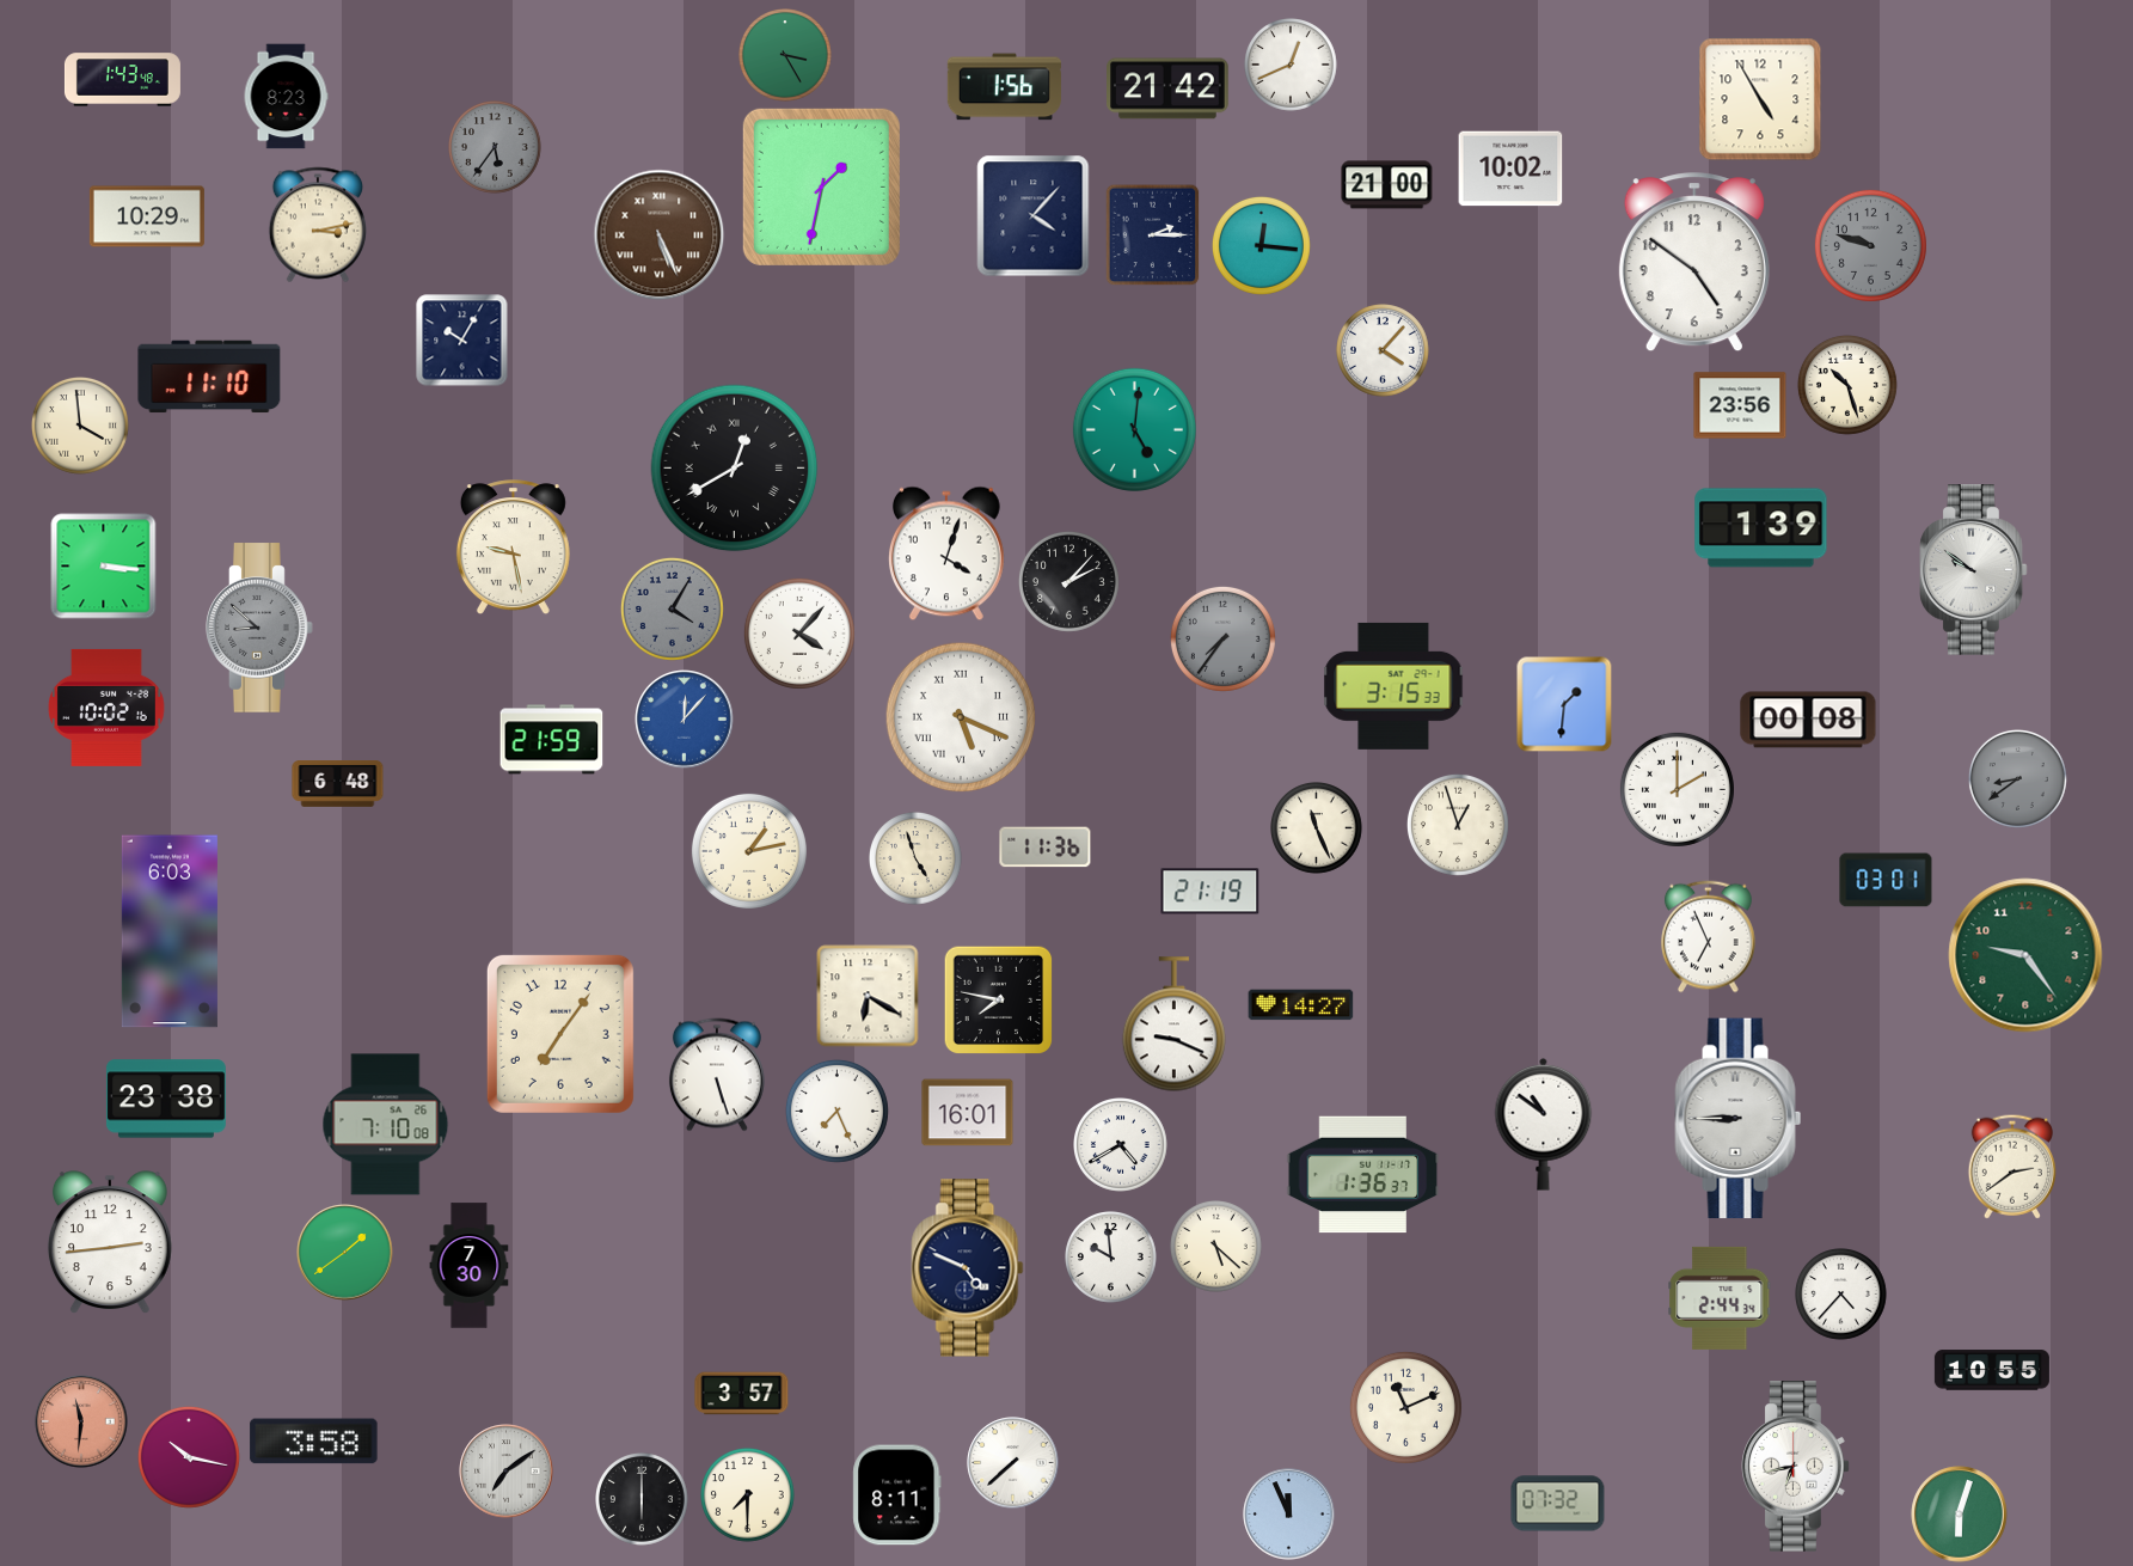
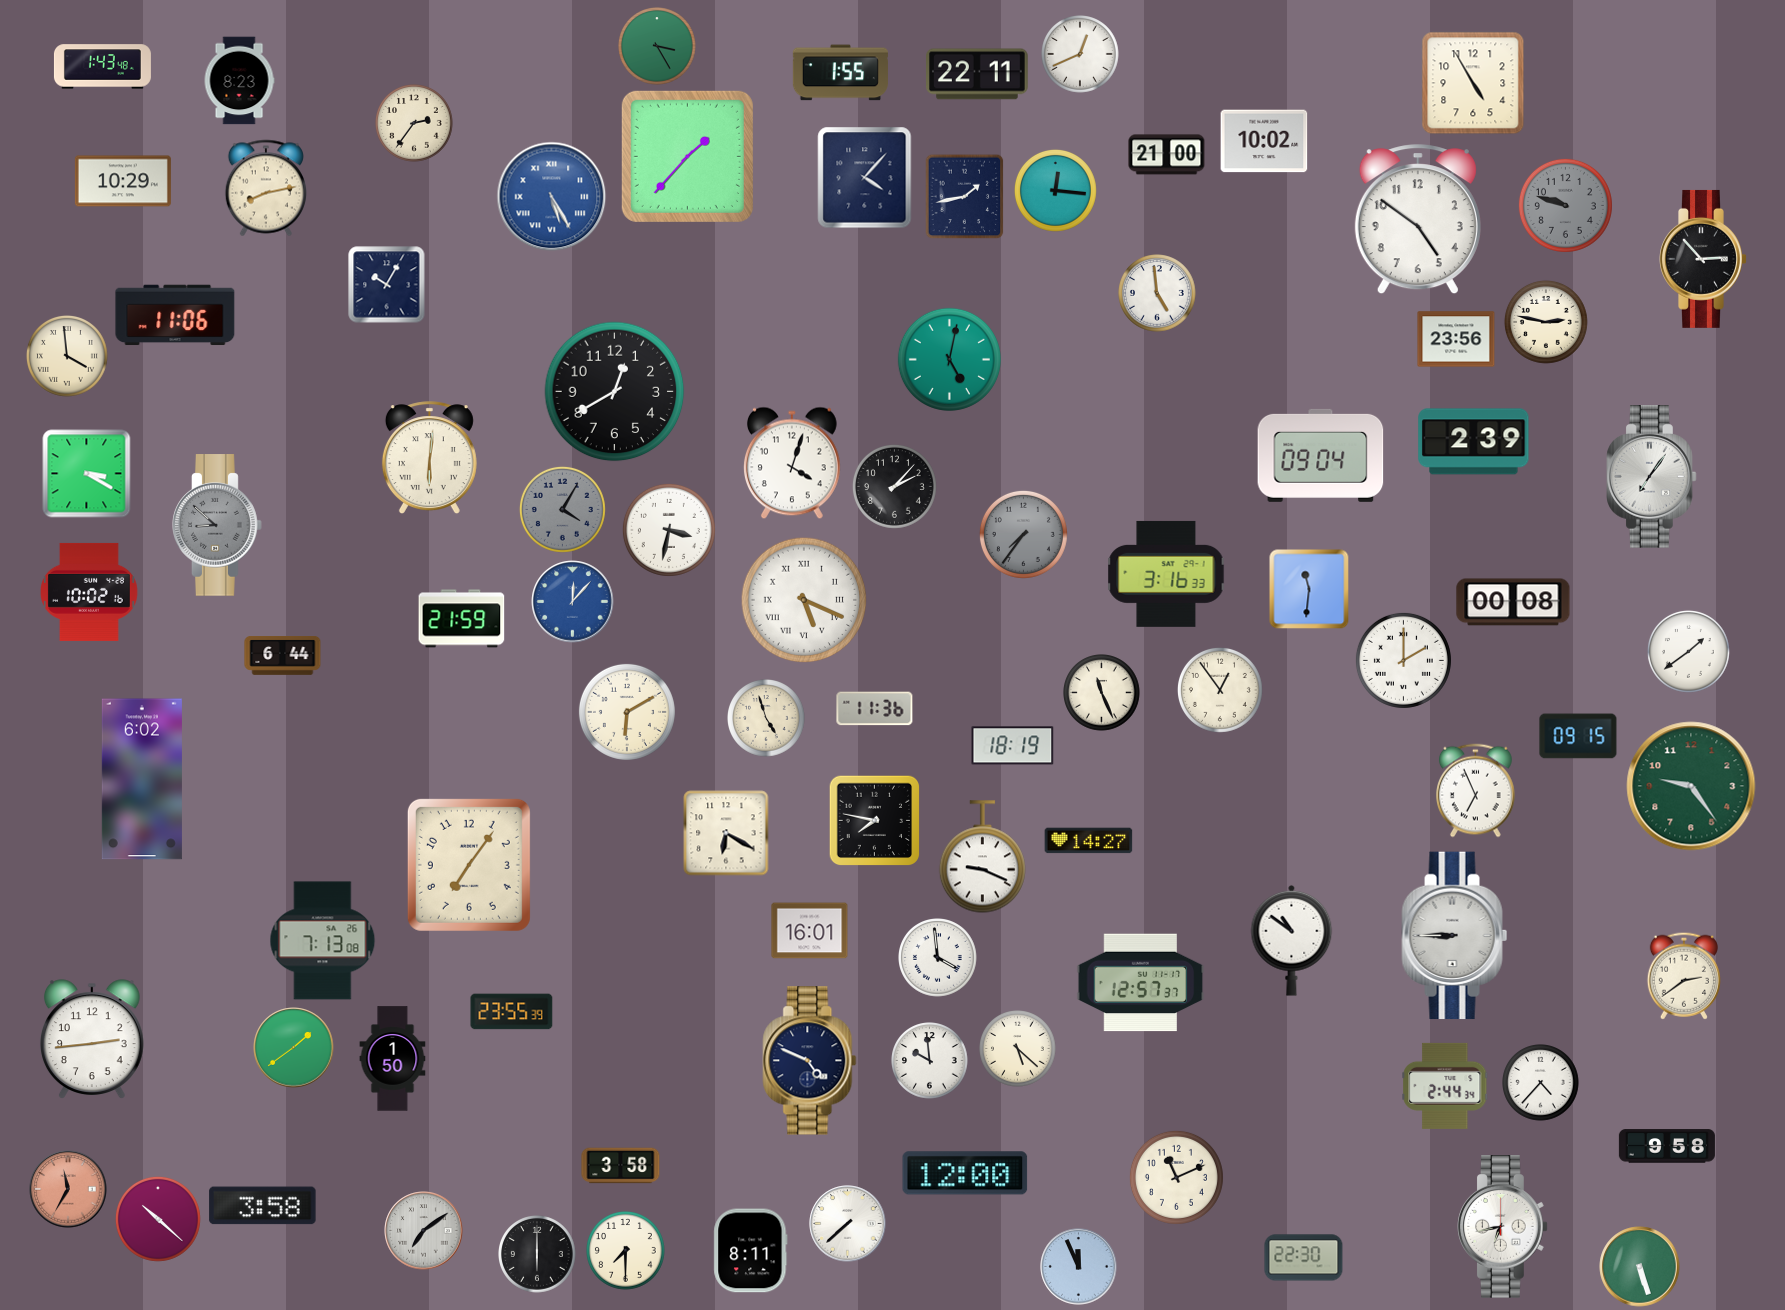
clock at (1004, 87): 1:56 -> 1:55
clock at (1169, 88): 21:42 -> 22:11
clock at (496, 148): 5:36 -> 2:36
clock at (496, 148) dial: grey -> cream
clock at (1387, 185) position: (1387, 185) -> (1167, 155)
clock at (821, 186): 1:32 -> 1:37
clock at (1034, 216) position: (1034, 216) -> (865, 178)
clock at (317, 225): 3:13 -> 8:13
clock at (1153, 234): 2:15 -> 1:43
clock at (660, 235): 5:26 -> 5:25
clock at (660, 235) dial: brown -> blue
clock at (1261, 245) position: (1261, 245) -> (1055, 190)
clock at (1703, 259): none -> 2:53
clock at (1384, 351): 4:07 -> 4:59
clock at (209, 377): 11:10 -> 11:06
clock at (1847, 385): 10:27 -> 2:47
clock at (1134, 429): 5:01 -> 5:02
clock at (735, 469) numerals: Roman -> Arabic
clock at (1761, 528): 1:39 -> 2:39
clock at (1321, 455): none -> 09:04
clock at (513, 548): 9:28 -> 6:01
clock at (104, 567): 3:16 -> 3:20
clock at (1974, 570): 9:51 -> 7:06
clock at (799, 634): 4:07 -> 3:32
clock at (1393, 686): 3:15 -> 3:16
clock at (1564, 704): 1:31 -> 11:31
clock at (2017, 778): 8:39 -> 1:39
clock at (2017, 778) dial: grey -> white
clock at (338, 784): 6:48 -> 6:44
clock at (1458, 825): 12:57 -> 12:54
clock at (749, 851): 1:13 -> 6:10
clock at (1886, 880): 03:01 -> 09:15
clock at (1210, 892): 21:19 -> 18:19
clock at (170, 931): 6:03 -> 6:02
clock at (1709, 937) position: (1709, 937) -> (1476, 791)
clock at (2025, 955) position: (2025, 955) -> (1691, 786)
clock at (998, 999) position: (998, 999) -> (874, 820)
clock at (717, 1075): 5:27 -> none
clock at (166, 1099): 23:38 -> none
clock at (836, 1111): 7:26 -> none
clock at (386, 1125): 7:10 -> 7:13
clock at (1121, 1145): 4:40 -> 3:59
clock at (1363, 1175): 1:36 -> 12:57
clock at (512, 1012): none -> 23:55
clock at (1216, 1247) position: (1216, 1247) -> (1018, 1049)
clock at (345, 1253) position: (345, 1253) -> (294, 1048)
clock at (1111, 1258) position: (1111, 1258) -> (930, 1061)
clock at (470, 1266): 7:30 -> 1:50
clock at (1720, 1298) position: (1720, 1298) -> (1445, 1086)
clock at (1992, 1370): 10:55 -> 9:58
clock at (742, 1394): 3:57 -> 3:58
clock at (965, 1173): none -> 12:00
clock at (81, 1421): 11:31 -> 11:35
clock at (189, 1457): 10:17 -> 10:22
clock at (1558, 1504): 07:32 -> 22:30
clock at (1960, 1515): 6:03 -> 5:27
